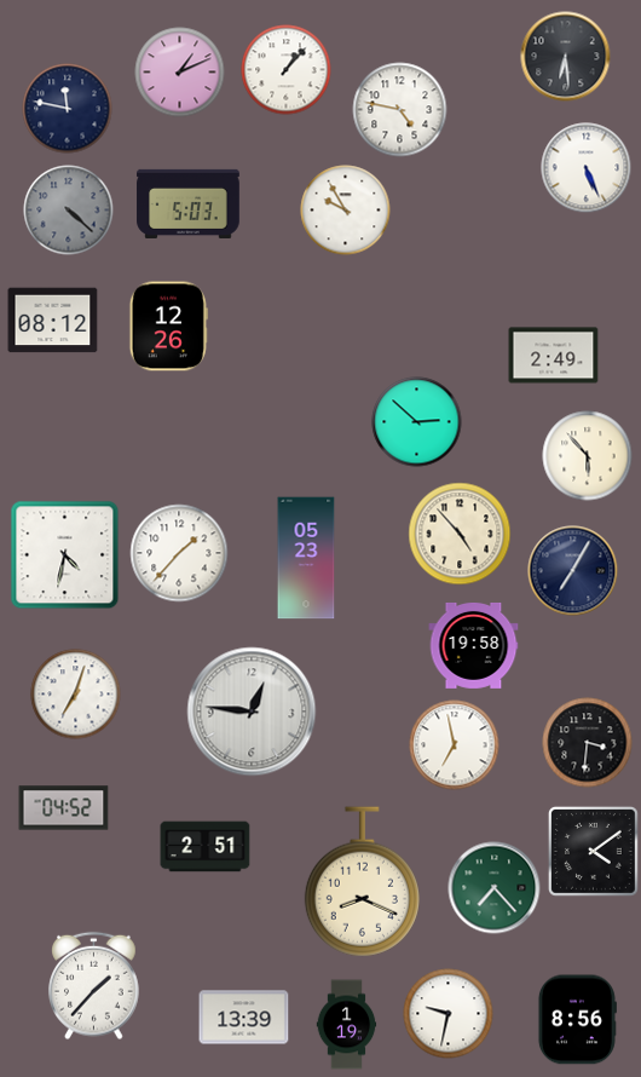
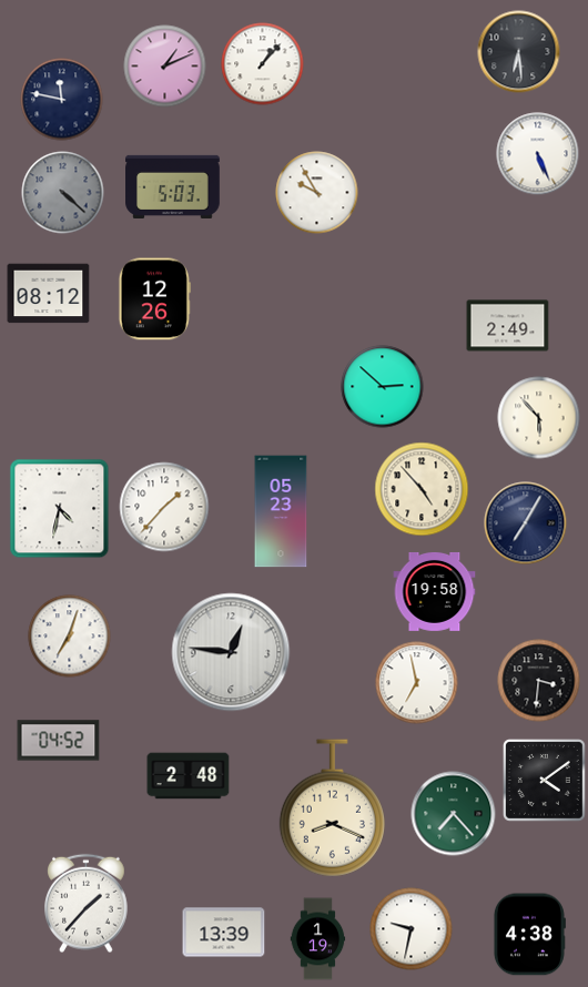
clock at (400, 110): 4:47 -> none
clock at (206, 847): 2:51 -> 2:48
clock at (577, 1020): 8:56 -> 4:38
